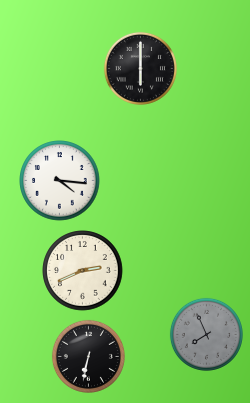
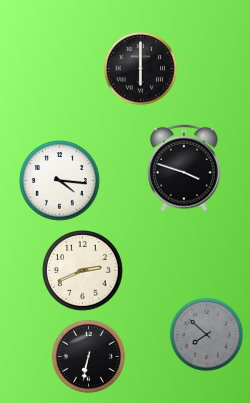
clock at (185, 168): none -> 3:48
clock at (206, 334): 7:56 -> 7:52
